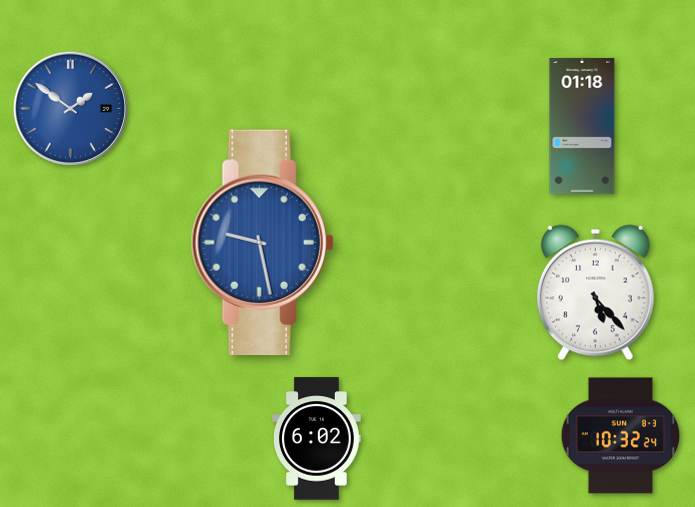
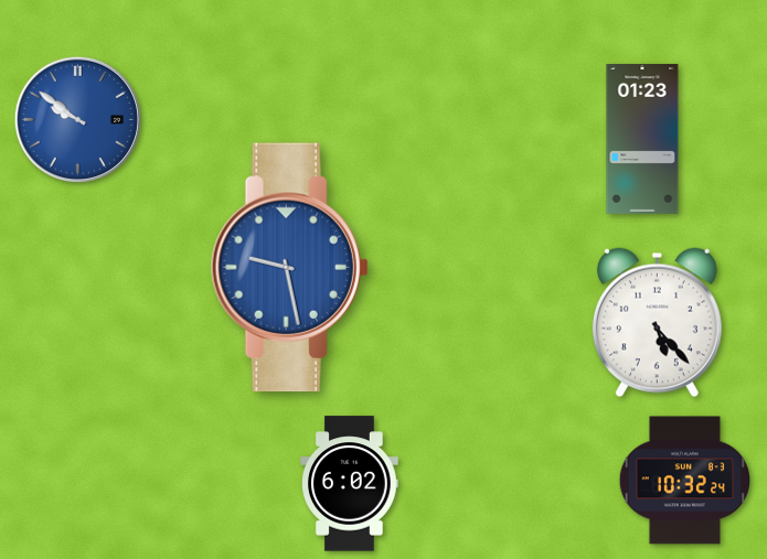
clock at (70, 108): 1:51 -> 9:51
clock at (582, 126): 01:18 -> 01:23
